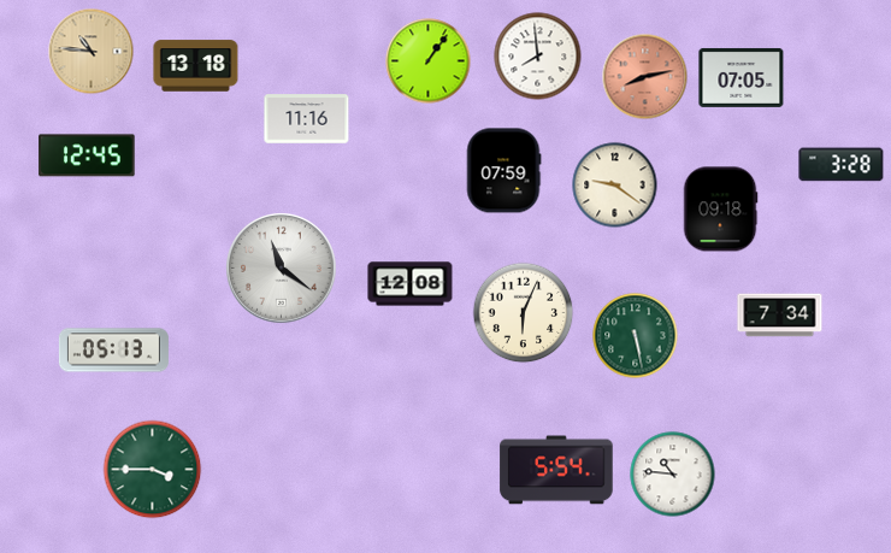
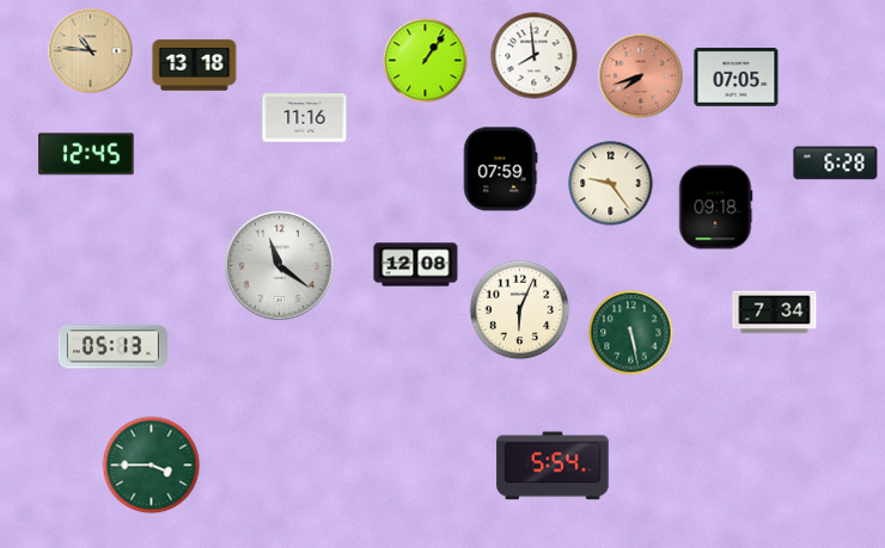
clock at (645, 77): 8:13 -> 7:42
clock at (842, 165): 3:28 -> 6:28
clock at (615, 186): 9:21 -> 9:24
clock at (411, 284) position: (411, 284) -> (416, 265)
clock at (673, 475): 10:46 -> none
